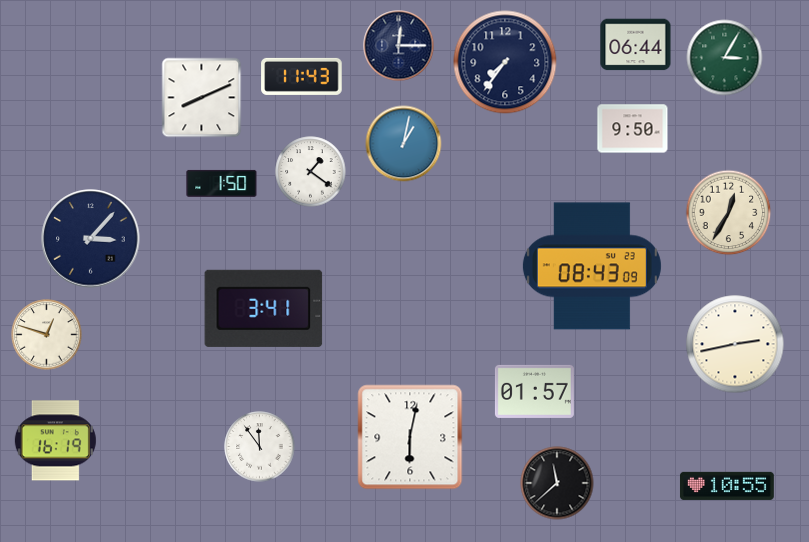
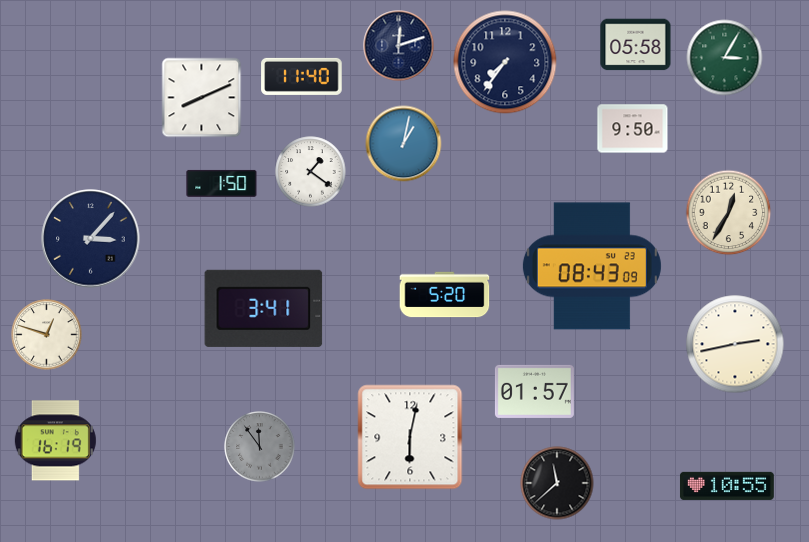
clock at (636, 45): 06:44 -> 05:58
clock at (399, 46): 12:15 -> 12:12
clock at (302, 76): 11:43 -> 11:40
clock at (445, 295): none -> 5:20
clock at (260, 447) dial: white -> grey
